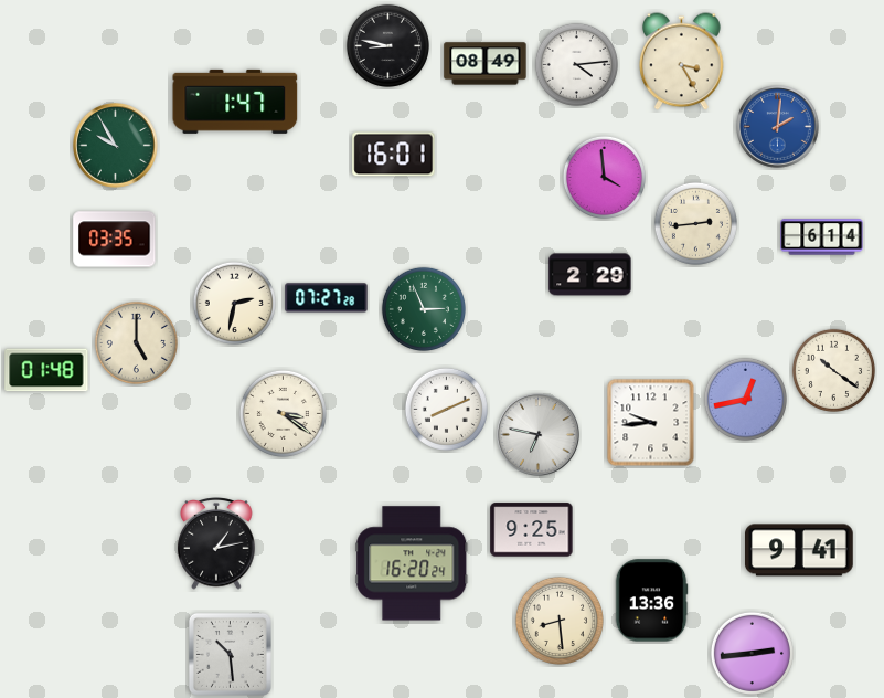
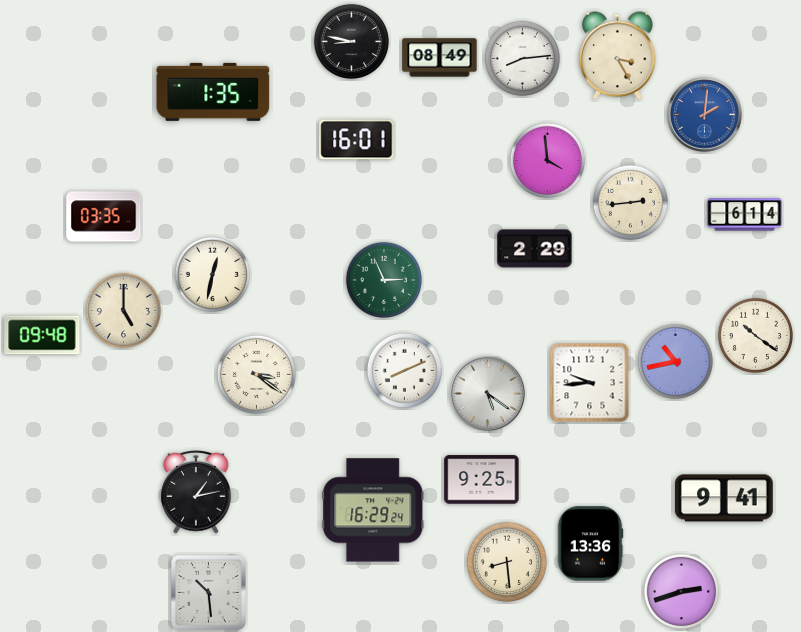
clock at (576, 64): 4:14 -> 8:14
clock at (235, 102): 1:47 -> 1:35
clock at (116, 146): 9:55 -> none
clock at (327, 298): 07:27 -> none
clock at (234, 303): 2:32 -> 12:32
clock at (46, 370): 01:48 -> 09:48
clock at (745, 399): 12:43 -> 10:43
clock at (539, 435): 6:47 -> 5:21
clock at (412, 563): 16:20 -> 16:29
clock at (752, 653): 2:44 -> 2:42
